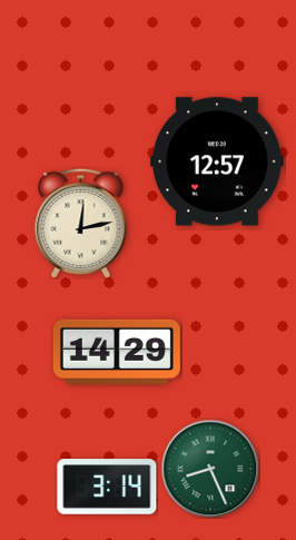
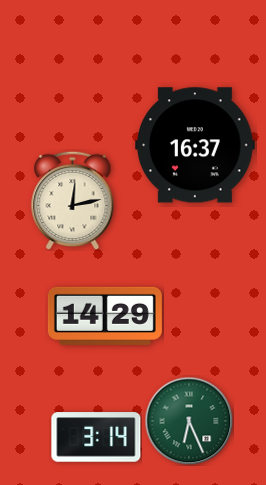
clock at (218, 161): 12:57 -> 16:37
clock at (210, 469): 8:26 -> 6:26
